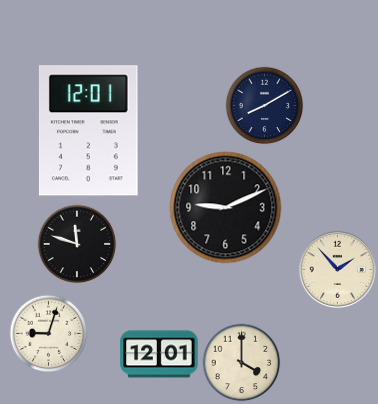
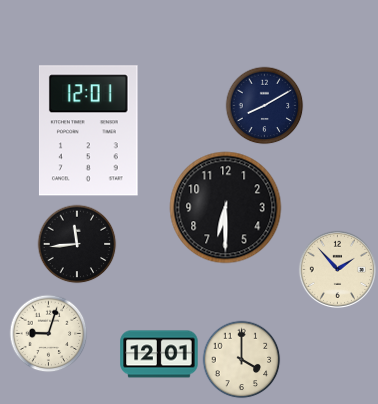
clock at (226, 208): 9:11 -> 6:30
clock at (77, 244): 11:48 -> 11:44
clock at (241, 362) position: (241, 362) -> (241, 359)
